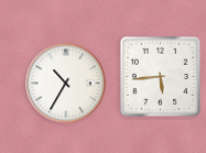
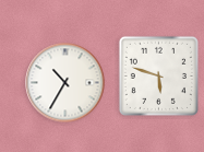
clock at (160, 76): 5:44 -> 5:48
